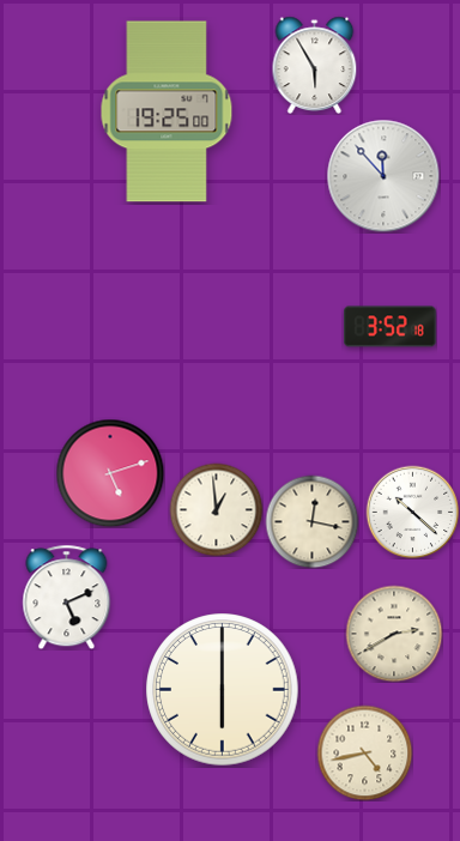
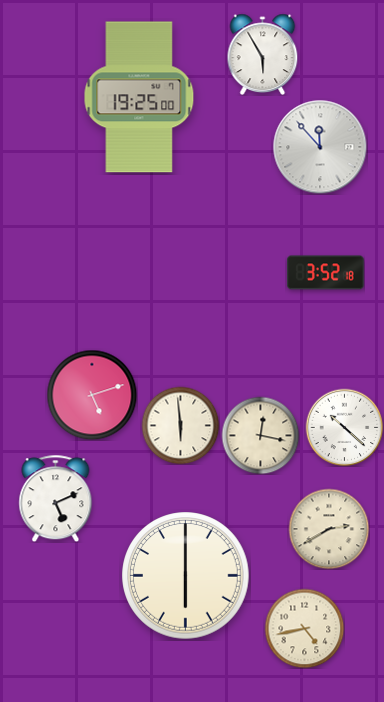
clock at (167, 111) position: (167, 111) -> (139, 97)
clock at (216, 509): 12:59 -> 5:59
